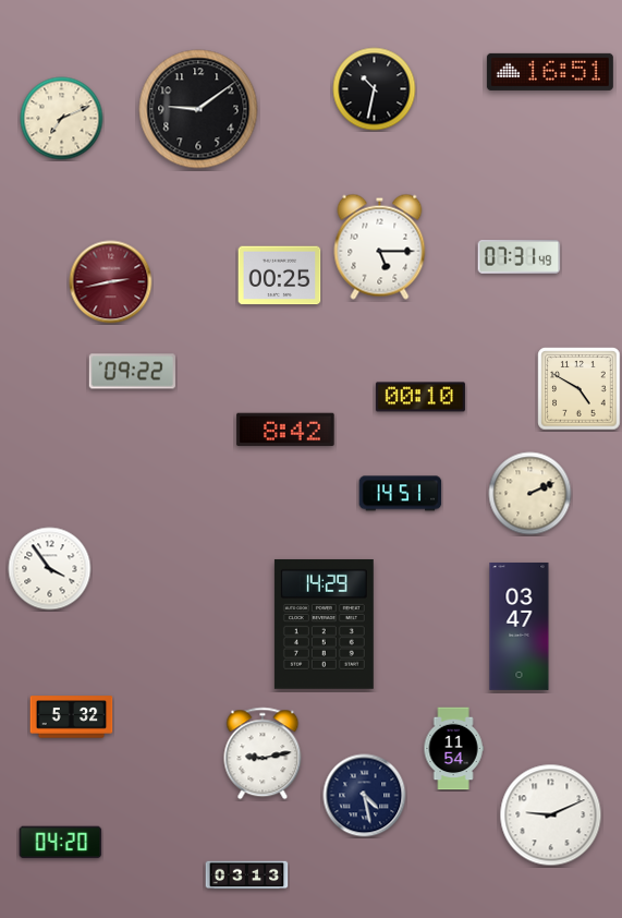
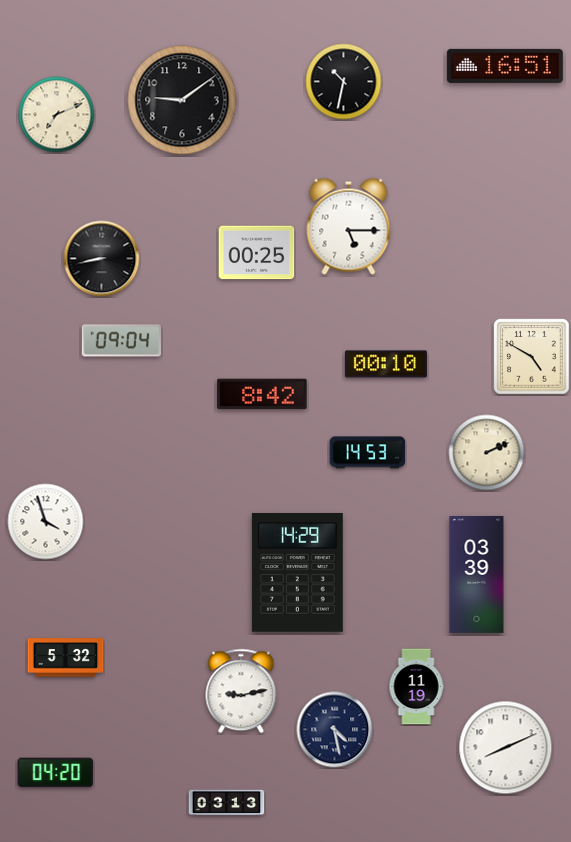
clock at (62, 119) position: (62, 119) -> (57, 115)
clock at (520, 257): 07:31 -> none
clock at (111, 282): 2:43 -> 8:43
clock at (111, 282) dial: burgundy -> black
clock at (132, 372): 09:22 -> 09:04
clock at (401, 494): 14:51 -> 14:53
clock at (50, 569): 3:54 -> 3:57
clock at (520, 626): 03:47 -> 03:39
clock at (453, 749): 11:54 -> 11:19
clock at (551, 816): 9:11 -> 8:11
